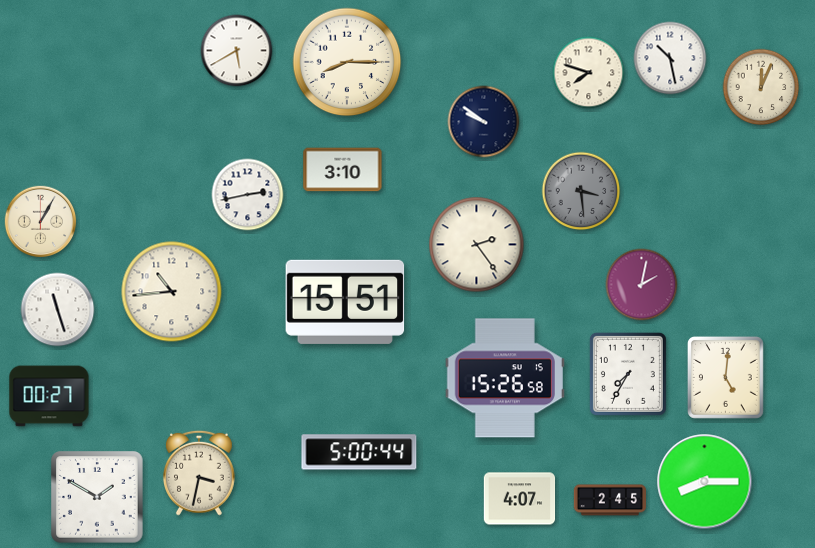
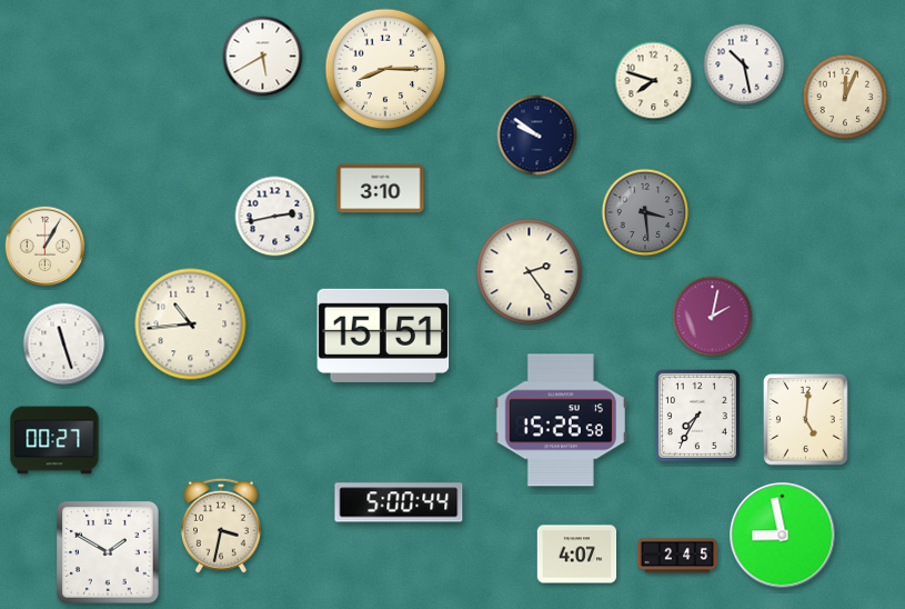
clock at (705, 482): 8:15 -> 8:58
